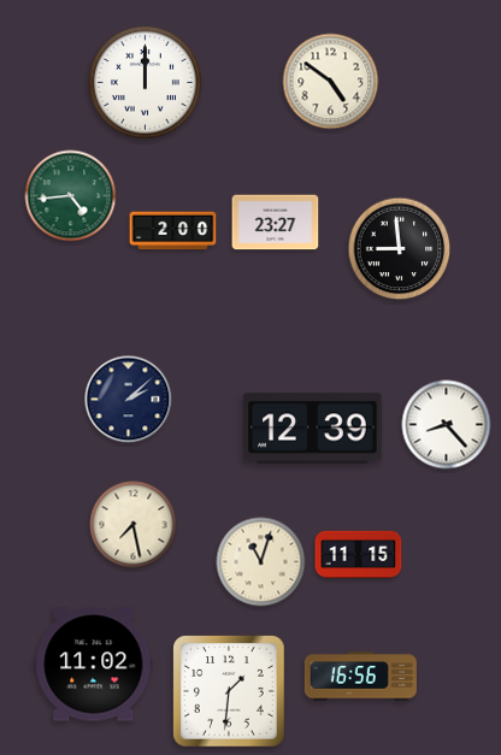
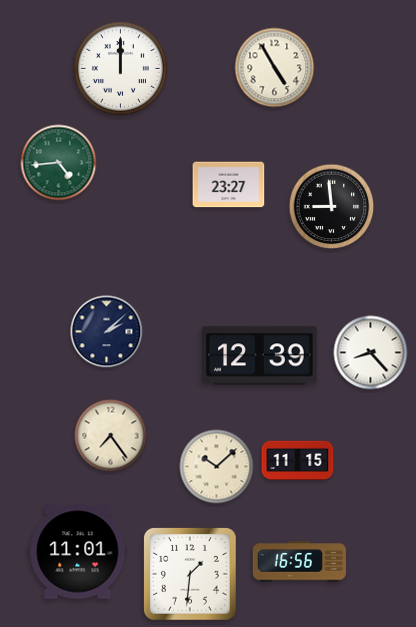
clock at (331, 82): 4:51 -> 4:55
clock at (173, 231): 2:00 -> none
clock at (134, 525): 7:28 -> 7:24
clock at (261, 562): 11:03 -> 10:08
clock at (94, 665): 11:02 -> 11:01
